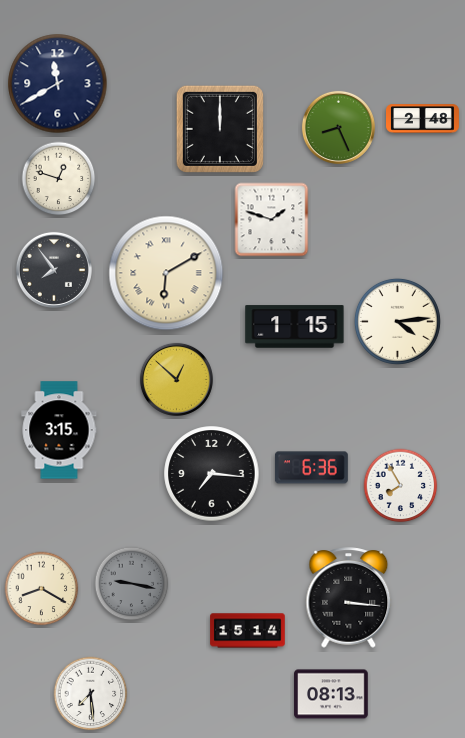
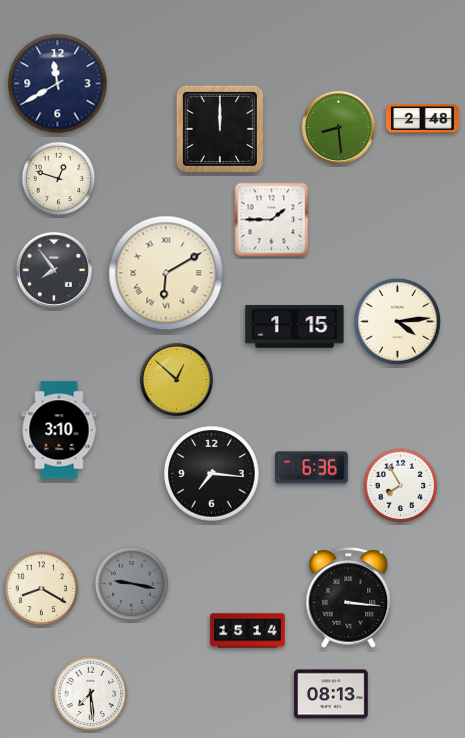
clock at (338, 127): 8:26 -> 8:29
clock at (272, 220): 1:48 -> 1:45
clock at (59, 430): 3:15 -> 3:10
